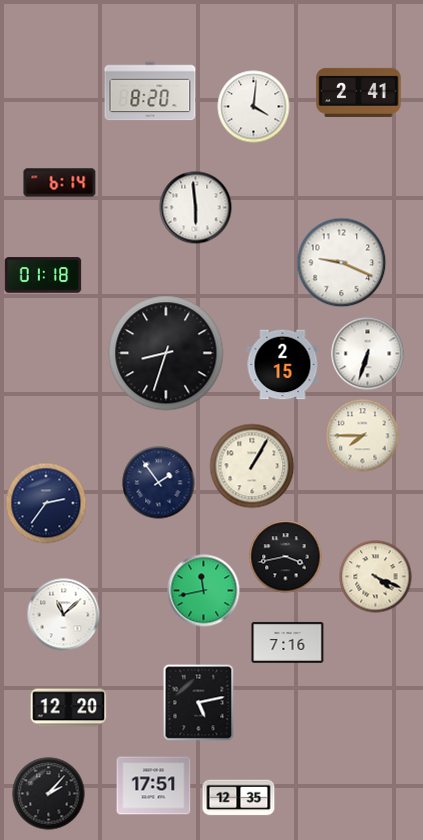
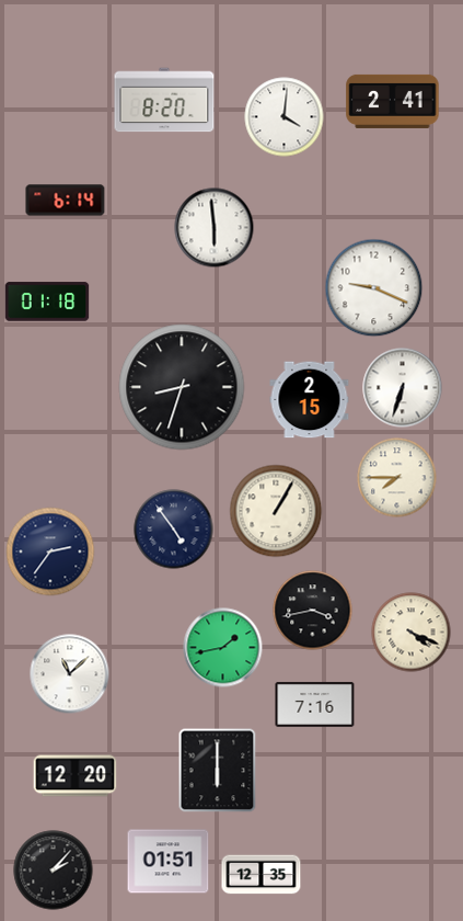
clock at (254, 107) position: (254, 107) -> (285, 117)
clock at (159, 483): 1:54 -> 4:54
clock at (204, 591): 11:43 -> 1:43
clock at (199, 703): 5:13 -> 6:00
clock at (154, 786): 17:51 -> 01:51
